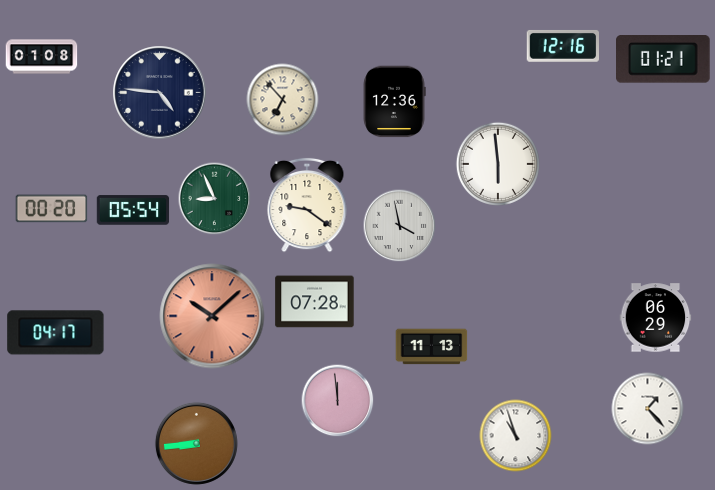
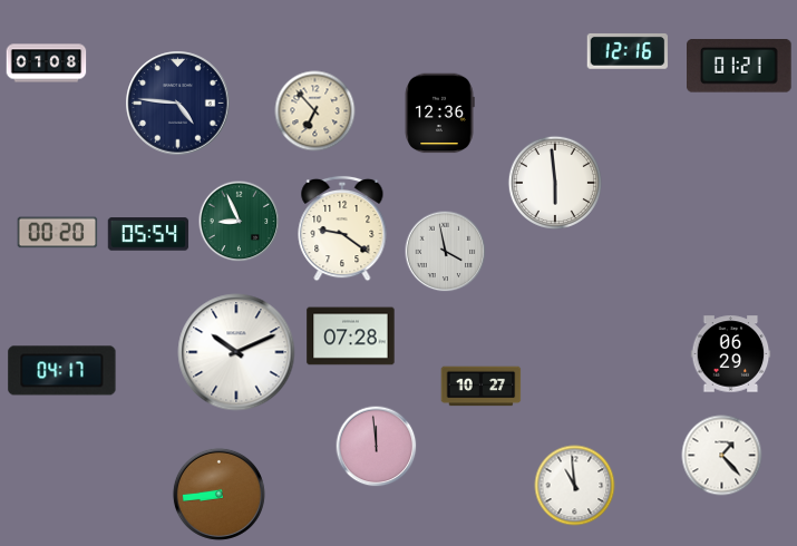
clock at (212, 316): 10:08 -> 10:11
clock at (212, 316) dial: salmon -> white
clock at (432, 347): 11:13 -> 10:27
clock at (516, 436): 10:57 -> 10:59
